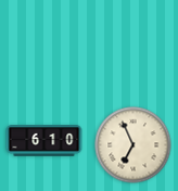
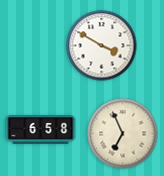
clock at (102, 46): none -> 3:50
clock at (44, 141): 6:10 -> 6:58
